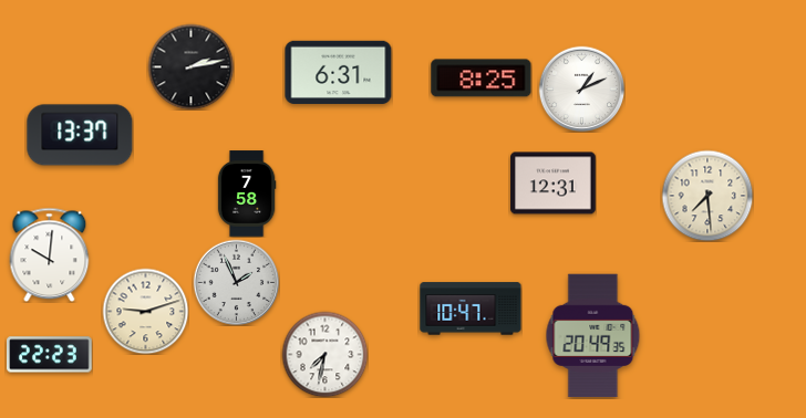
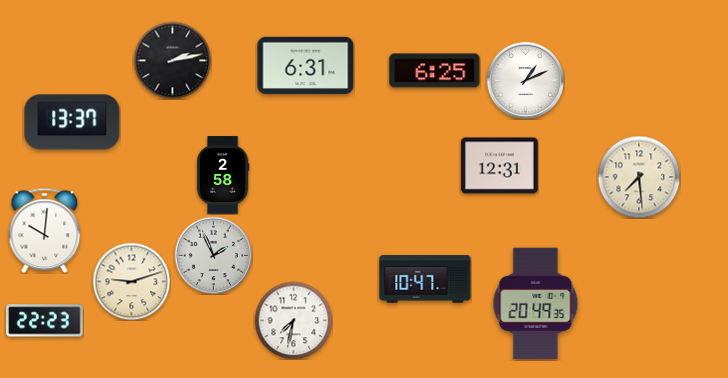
clock at (482, 79): 8:25 -> 6:25
clock at (247, 194): 7:58 -> 2:58
